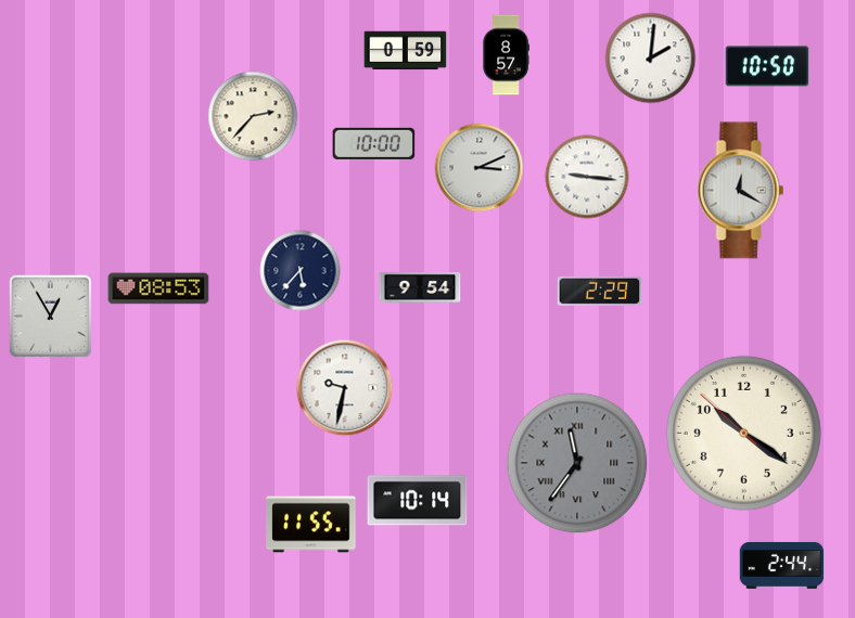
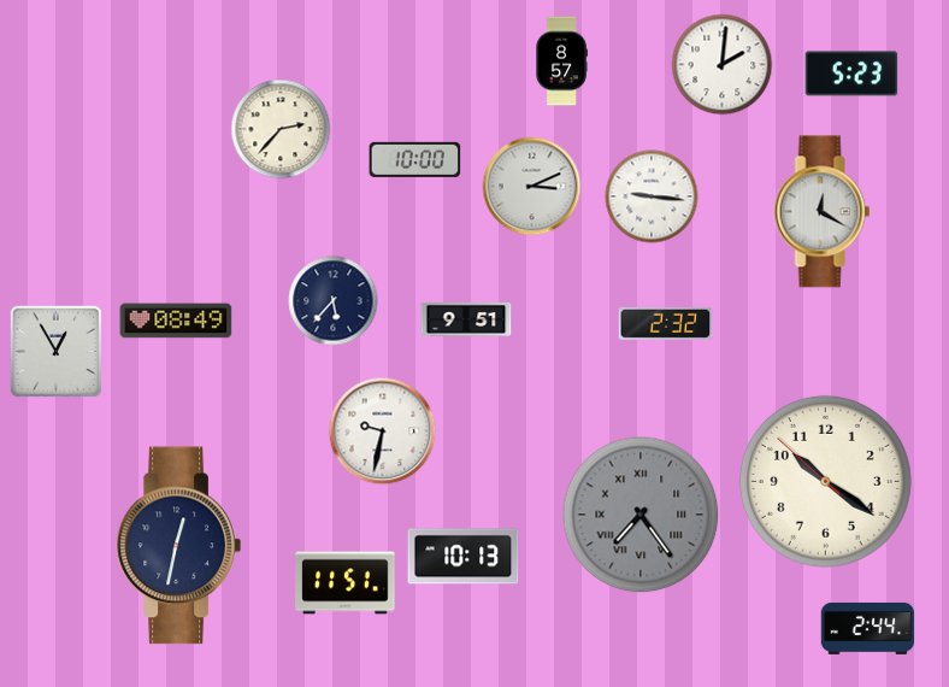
clock at (406, 51): 0:59 -> none
clock at (767, 66): 10:50 -> 5:23
clock at (420, 287): 9:54 -> 9:51
clock at (158, 288): 08:53 -> 08:49
clock at (600, 291): 2:29 -> 2:32
clock at (577, 463): 11:36 -> 7:24
clock at (178, 546): none -> 12:32
clock at (418, 501): 10:14 -> 10:13
clock at (311, 525): 11:55 -> 11:51
